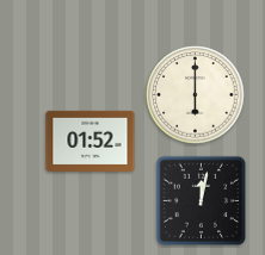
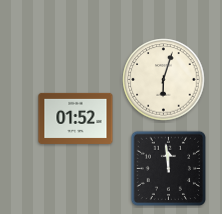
clock at (196, 95): 6:00 -> 6:03
clock at (202, 201): 12:02 -> 11:59
